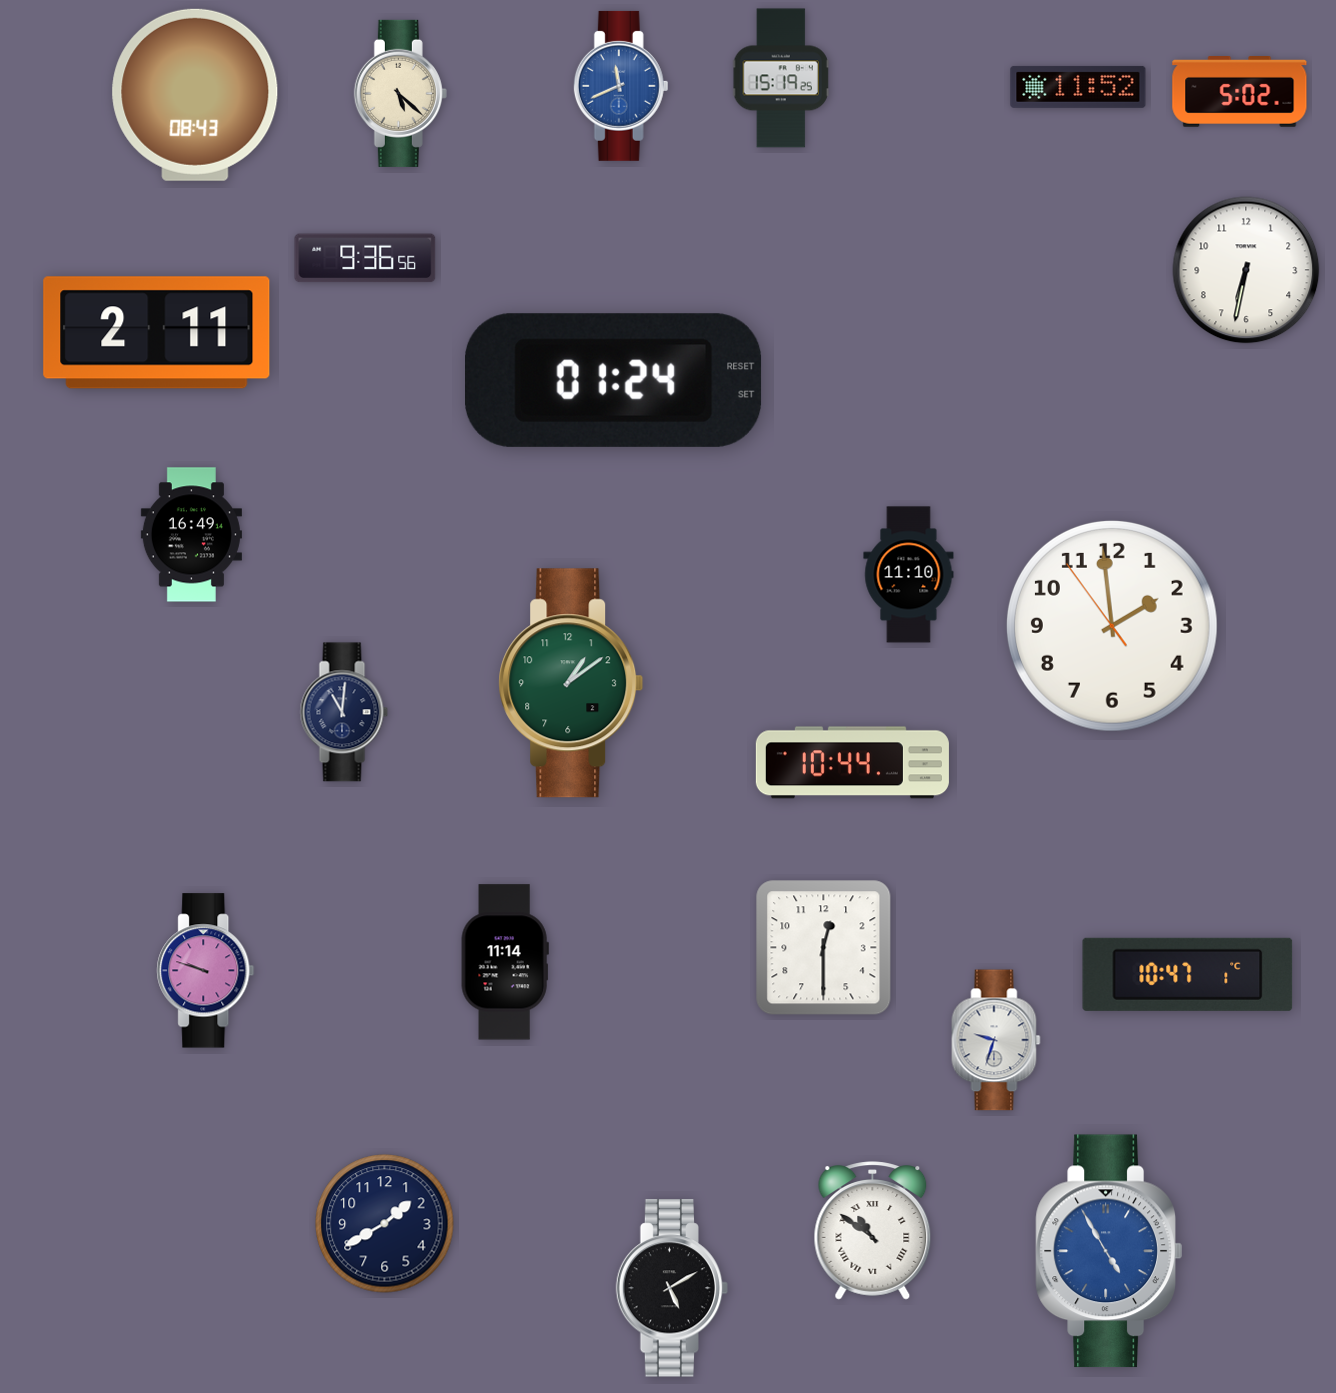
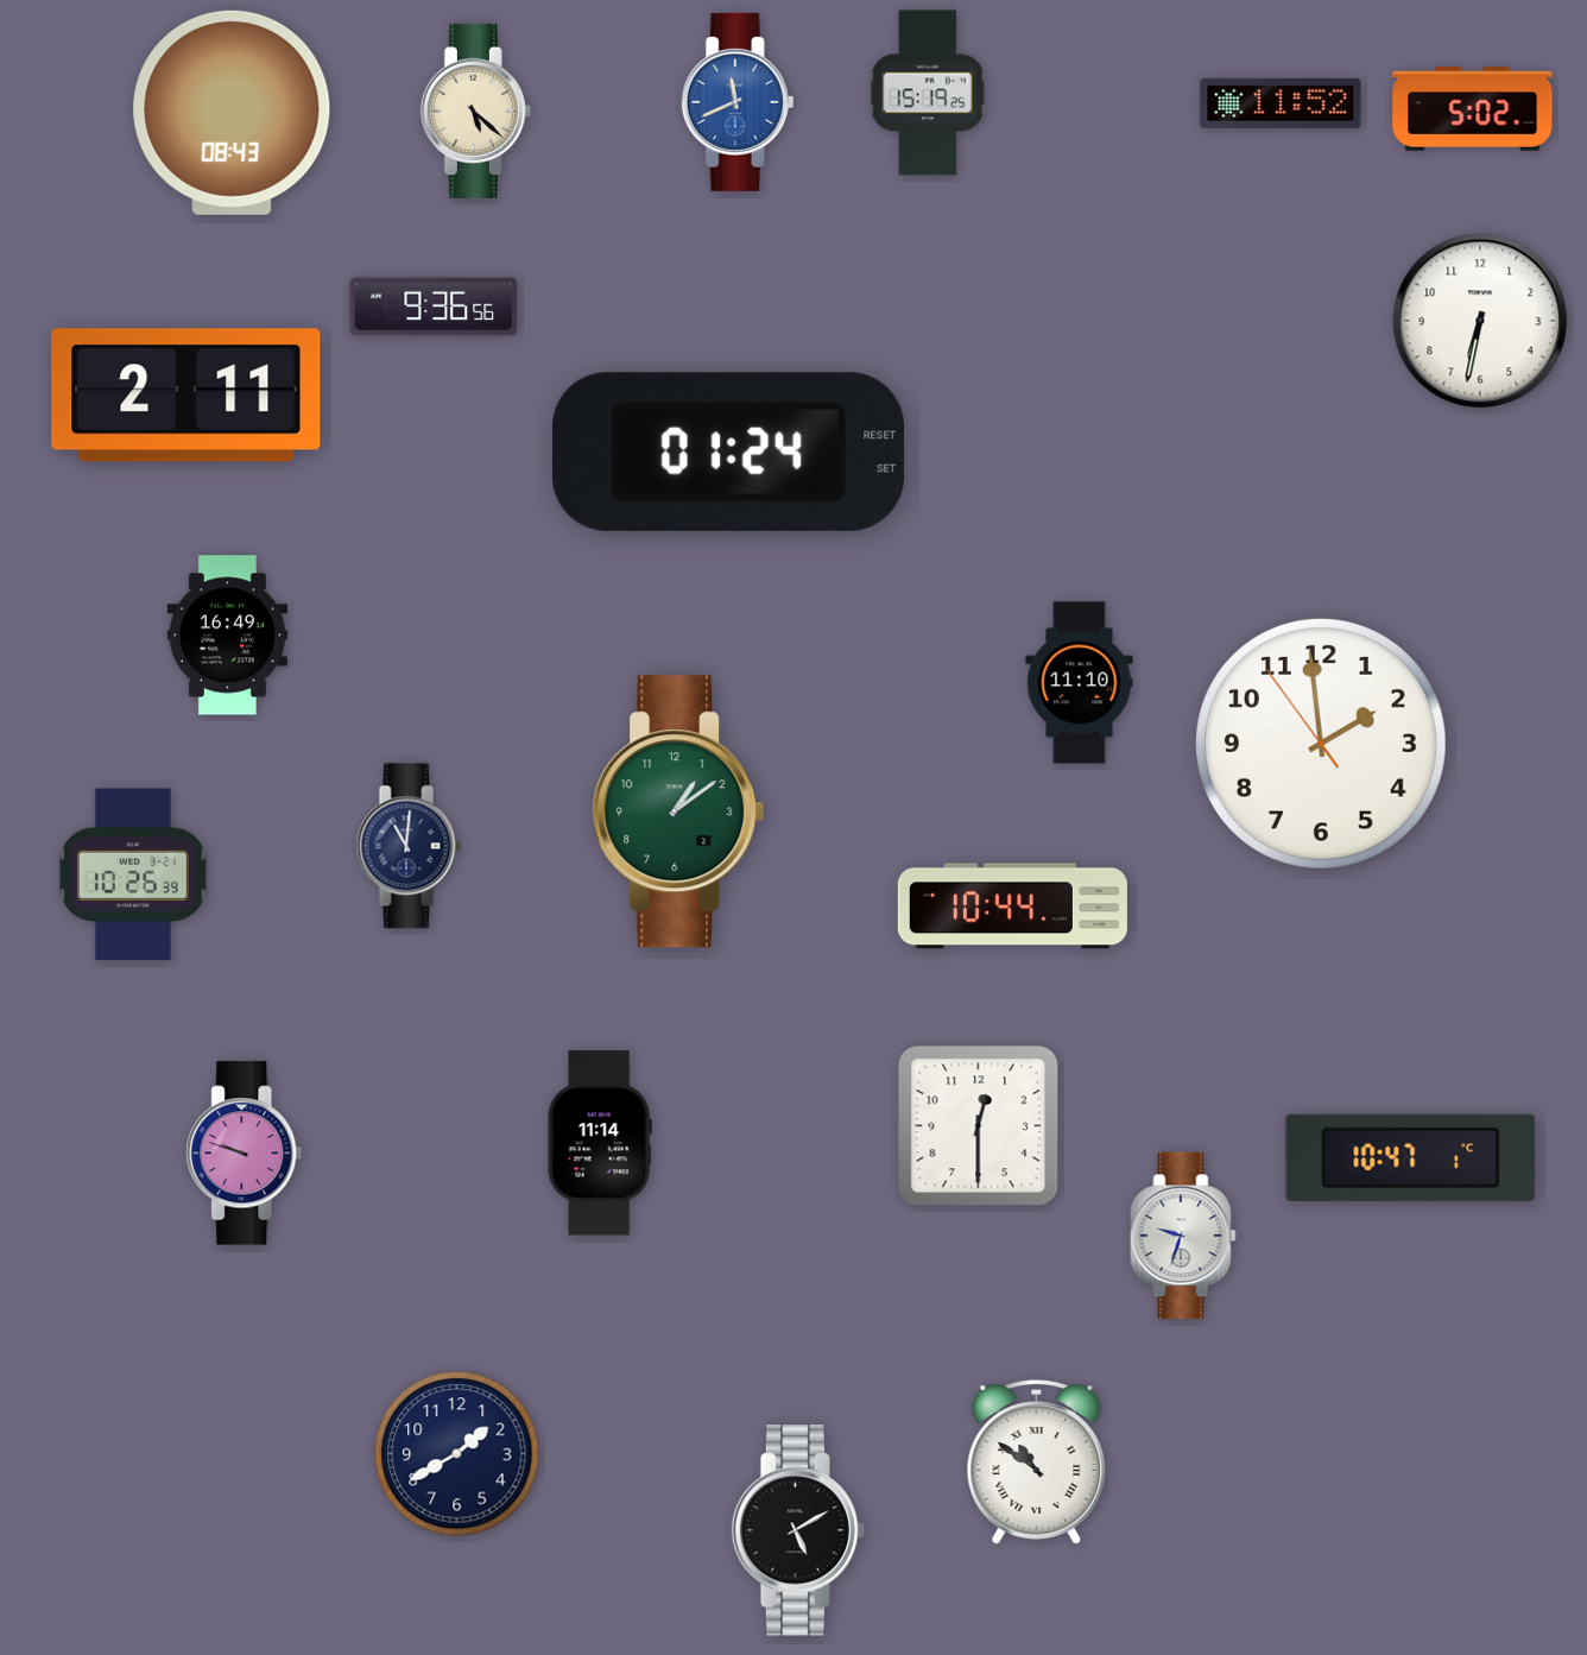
clock at (133, 873): none -> 10:26
clock at (1109, 1251): 4:55 -> none
